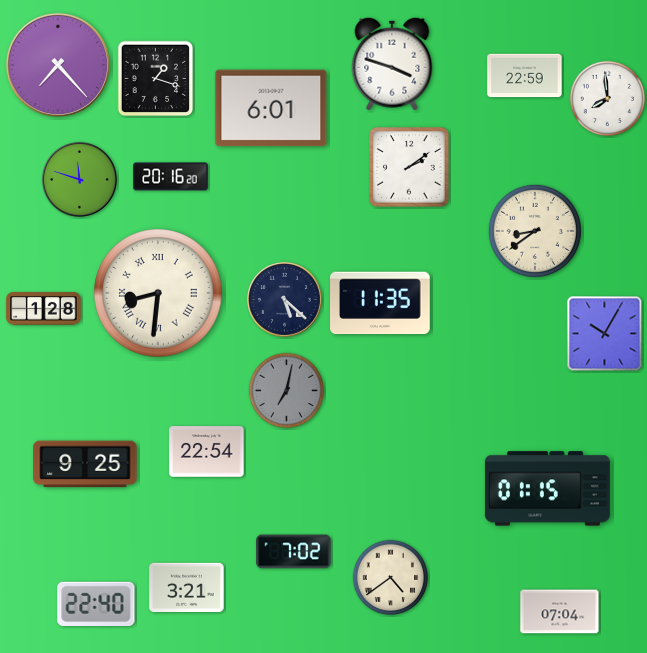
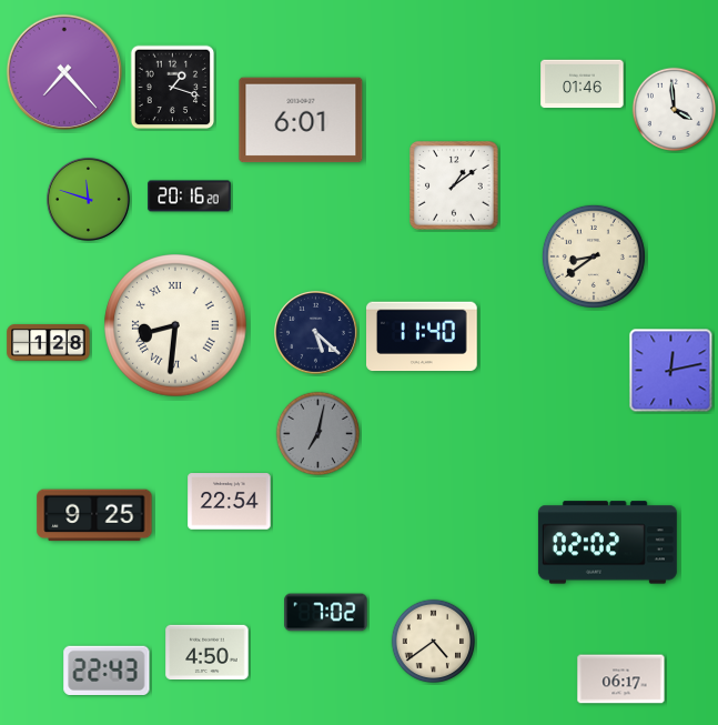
clock at (392, 64): 3:48 -> none
clock at (525, 76): 22:59 -> 01:46
clock at (608, 99): 7:59 -> 3:59
clock at (409, 167): 2:09 -> 1:09
clock at (381, 303): 11:35 -> 11:40
clock at (605, 334): 10:05 -> 12:13
clock at (547, 489): 01:15 -> 02:02
clock at (187, 587): 3:21 -> 4:50
clock at (96, 603): 22:40 -> 22:43
clock at (560, 612): 07:04 -> 06:17
